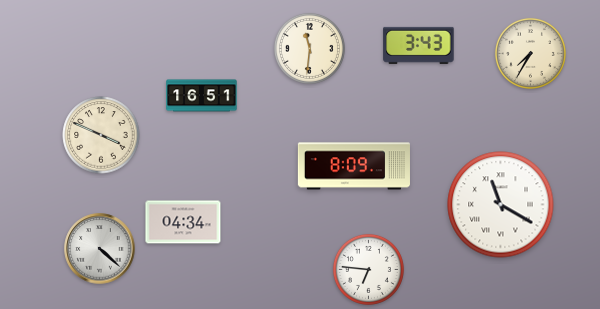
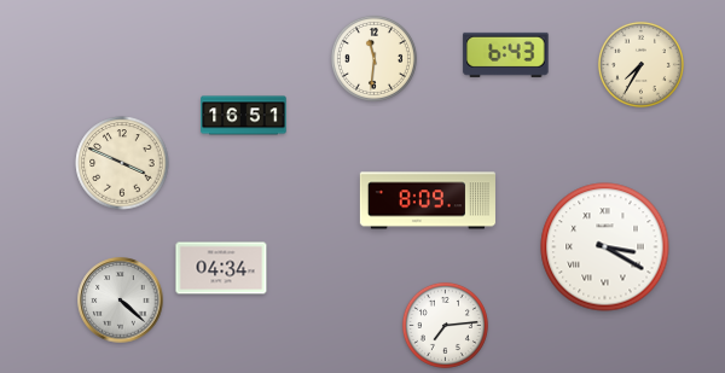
clock at (419, 45): 3:43 -> 6:43
clock at (501, 205): 11:20 -> 3:20
clock at (368, 269): 6:46 -> 7:14
